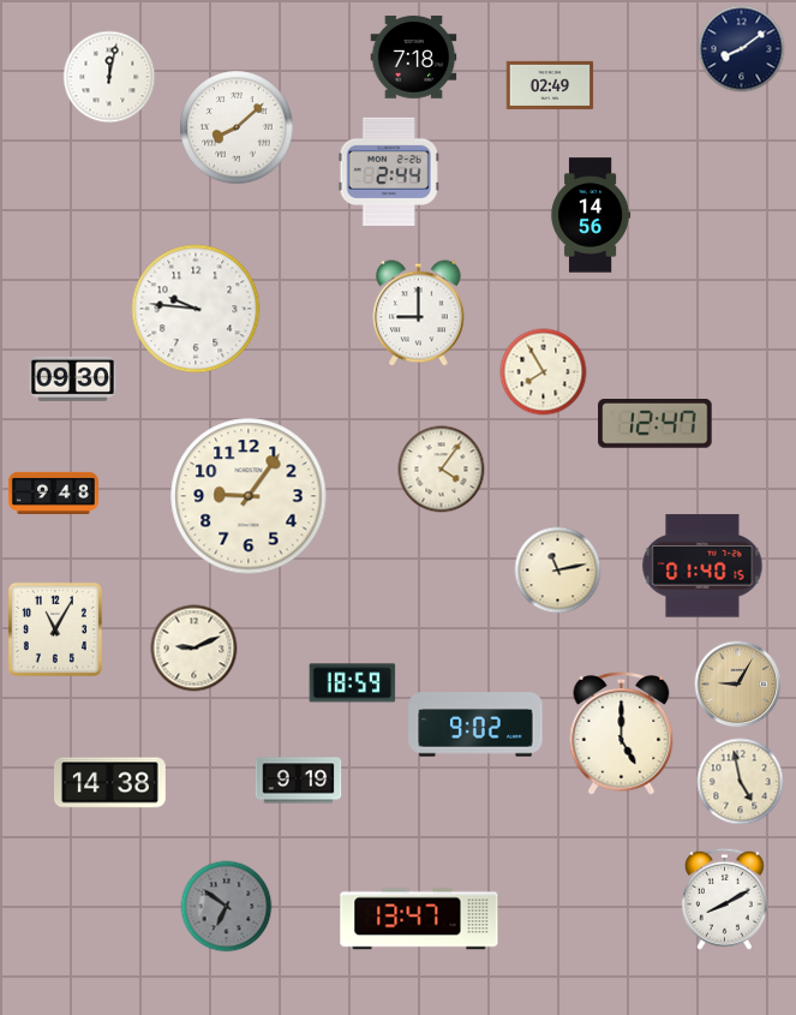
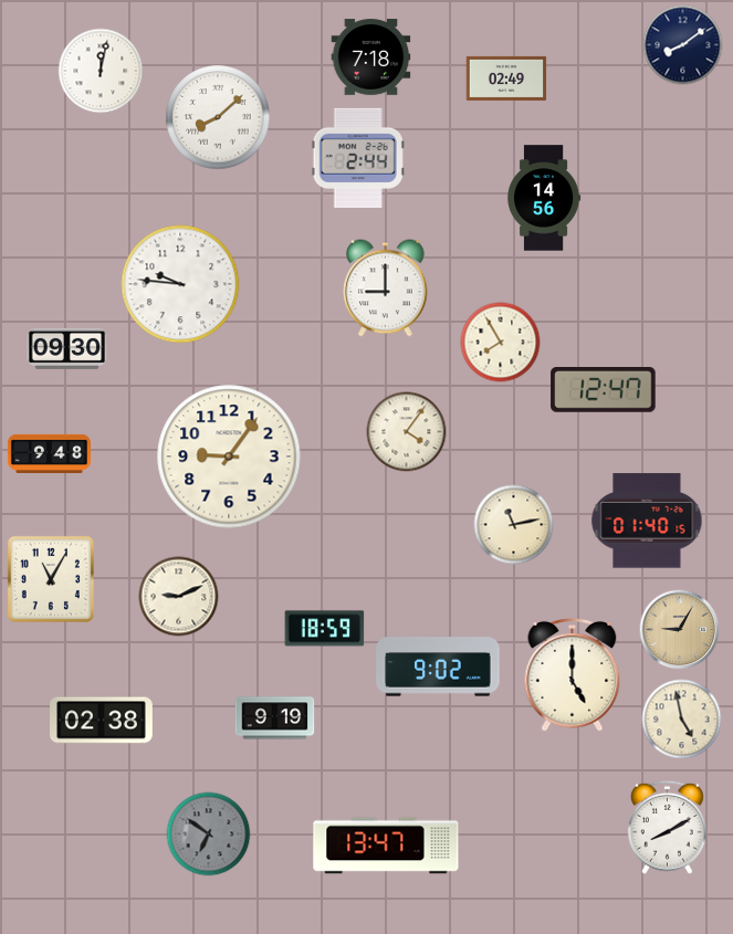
clock at (414, 58) position: (414, 58) -> (371, 57)
clock at (110, 783): 14:38 -> 02:38
